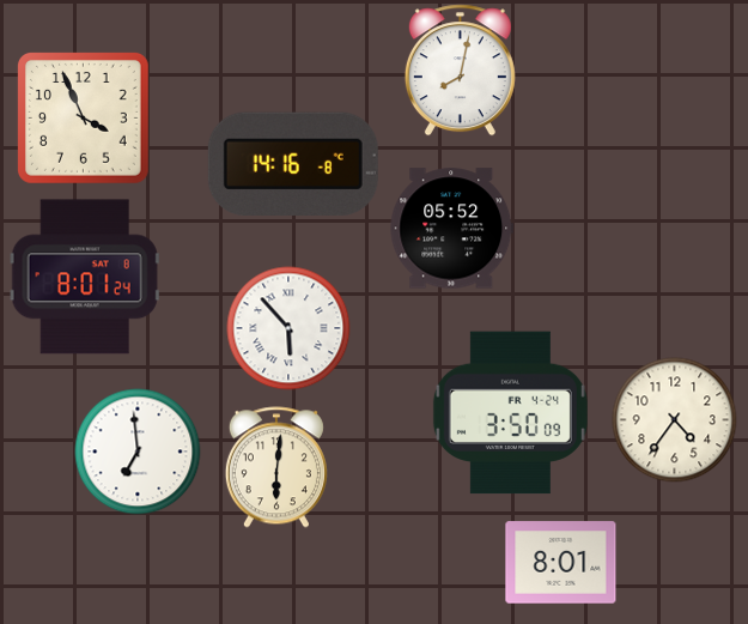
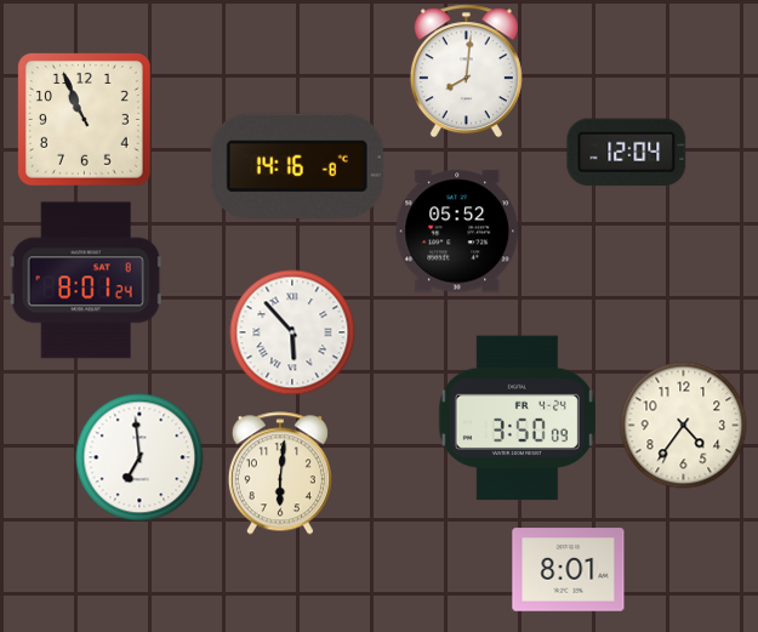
clock at (460, 71): 8:02 -> 8:01
clock at (83, 117): 3:56 -> 10:56
clock at (627, 153): none -> 12:04
